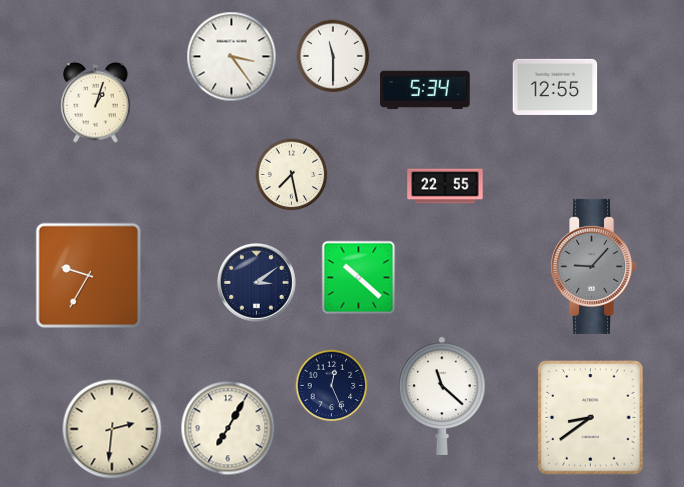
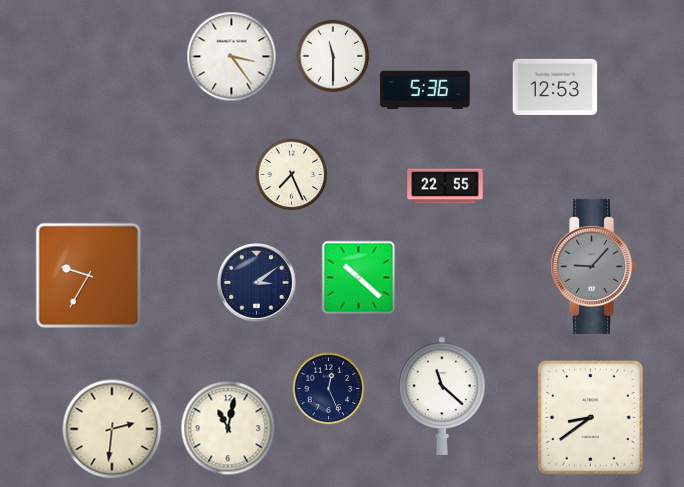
clock at (555, 87): 12:55 -> 12:53
clock at (425, 90): 5:34 -> 5:36
clock at (96, 102): 1:03 -> none
clock at (292, 175): 7:28 -> 7:26
clock at (332, 386) position: (332, 386) -> (329, 389)
clock at (228, 428): 7:05 -> 11:02
